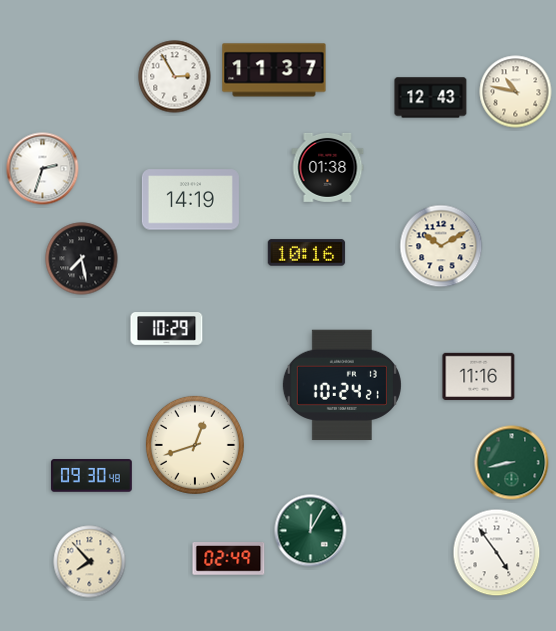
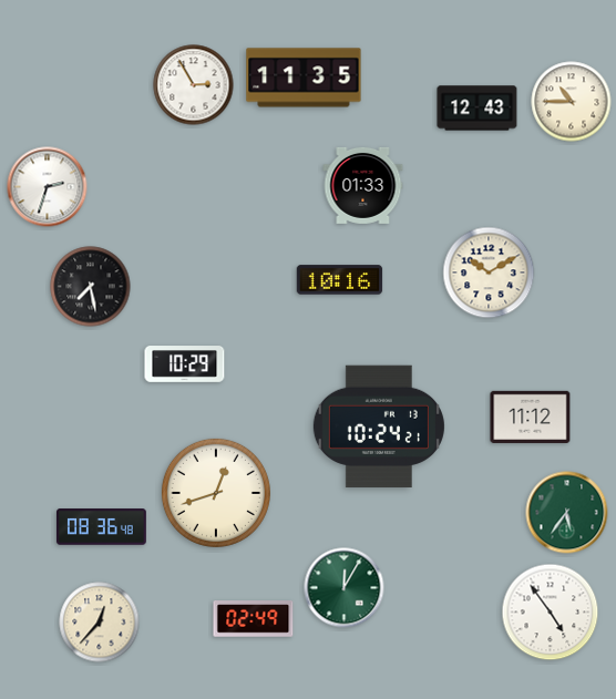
clock at (274, 70): 11:37 -> 11:35
clock at (516, 92): 10:47 -> 10:45
clock at (328, 167): 01:38 -> 01:33
clock at (190, 200): 14:19 -> none
clock at (479, 376): 11:16 -> 11:12
clock at (512, 463): 8:43 -> 5:36
clock at (91, 476): 09:30 -> 08:36
clock at (90, 562): 7:53 -> 12:37
